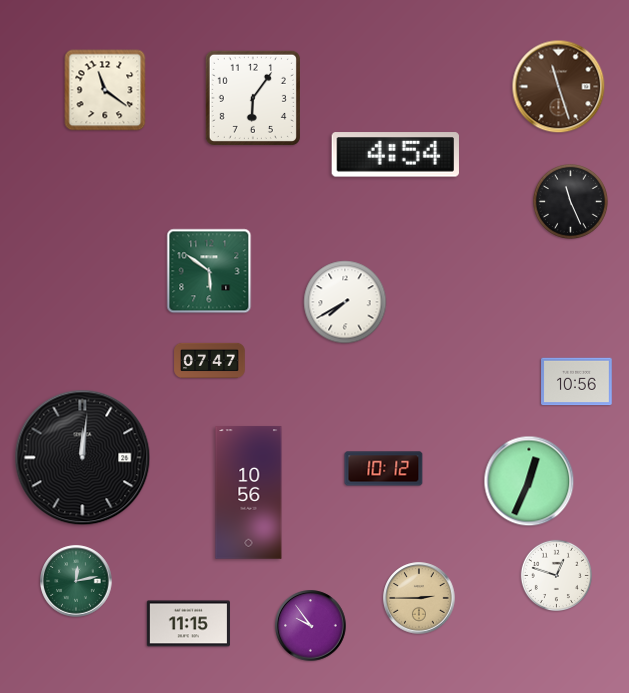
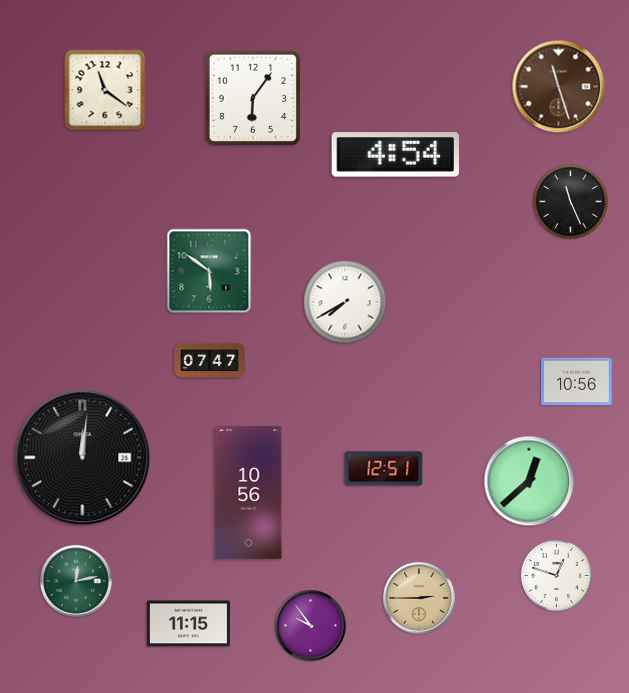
clock at (384, 469): 10:12 -> 12:51
clock at (529, 481): 12:34 -> 12:38
